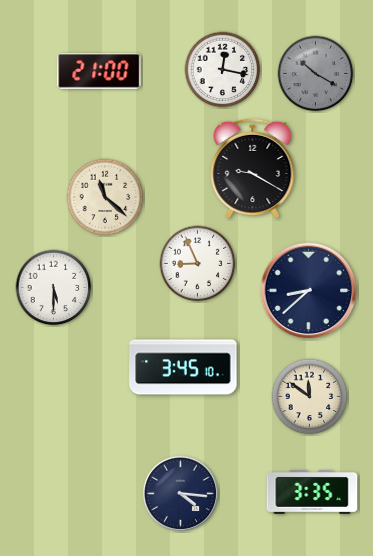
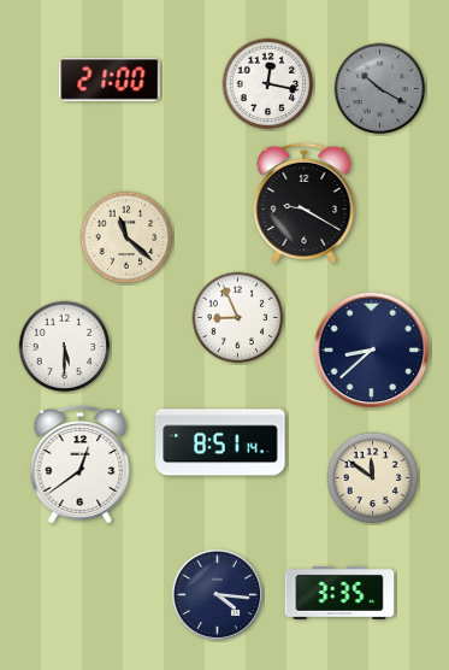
clock at (99, 72) position: (99, 72) -> (110, 81)
clock at (183, 367): 3:45 -> 8:51
clock at (81, 465): none -> 12:39
clock at (312, 492) position: (312, 492) -> (339, 593)
